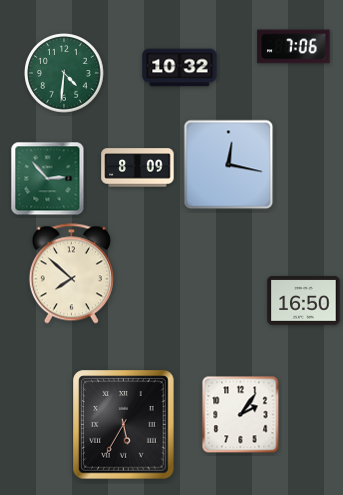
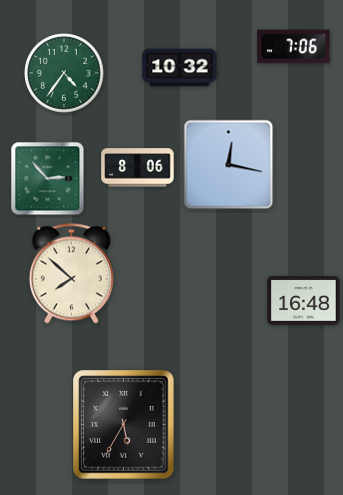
clock at (64, 73): 4:31 -> 4:36
clock at (138, 168): 8:09 -> 8:06
clock at (304, 301): 16:50 -> 16:48
clock at (241, 415): 2:06 -> none
